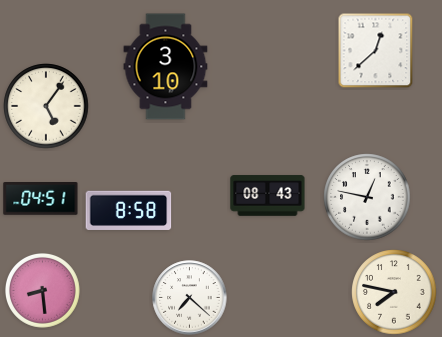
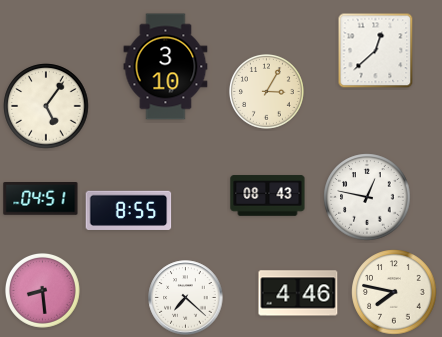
clock at (267, 92): none -> 3:05
clock at (129, 210): 8:58 -> 8:55
clock at (298, 293): none -> 4:46
clock at (190, 298) position: (190, 298) -> (186, 298)
